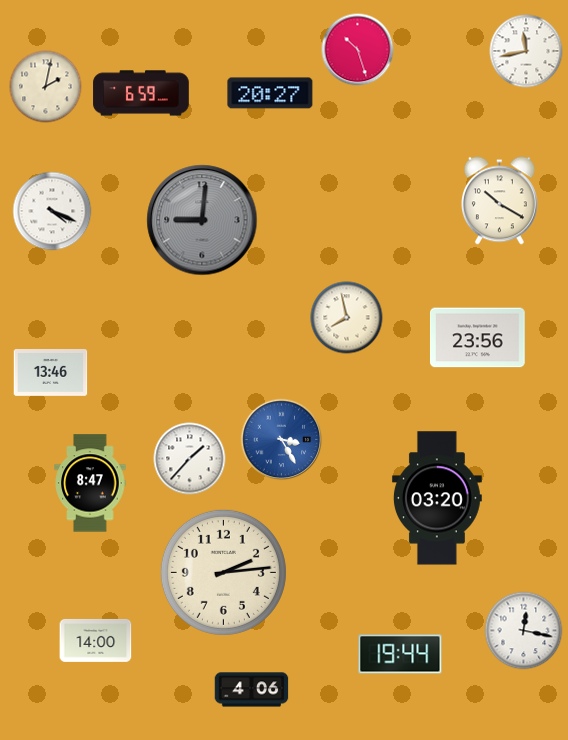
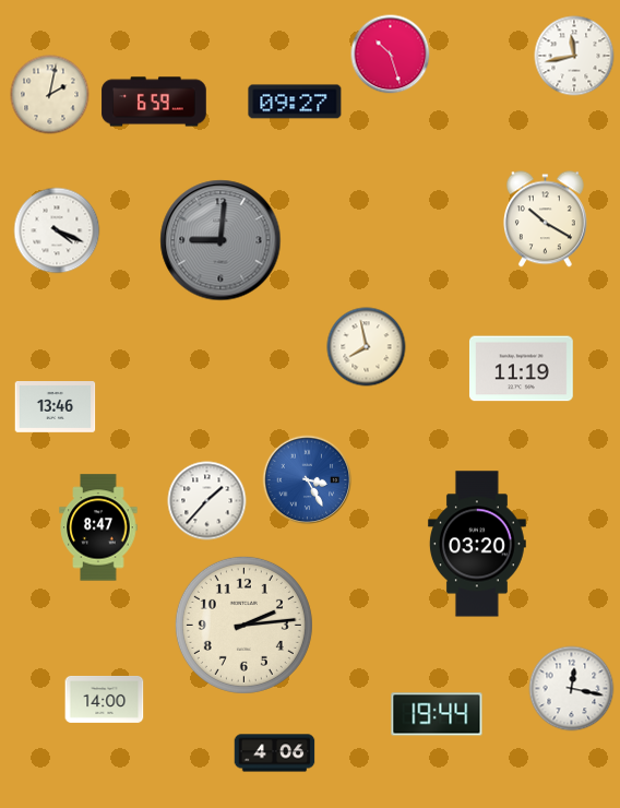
clock at (270, 93): 20:27 -> 09:27
clock at (347, 318) position: (347, 318) -> (367, 347)
clock at (477, 338): 23:56 -> 11:19
